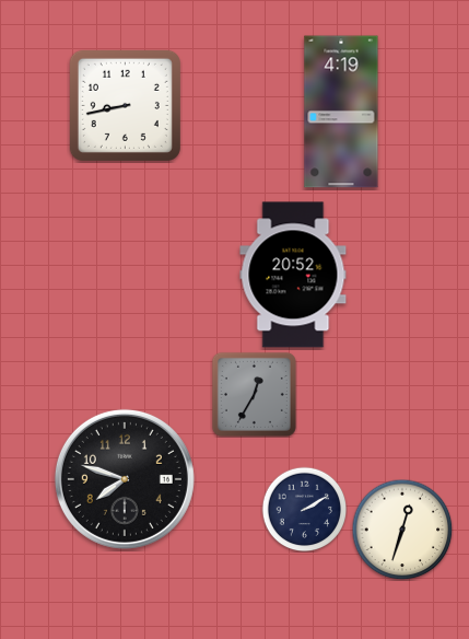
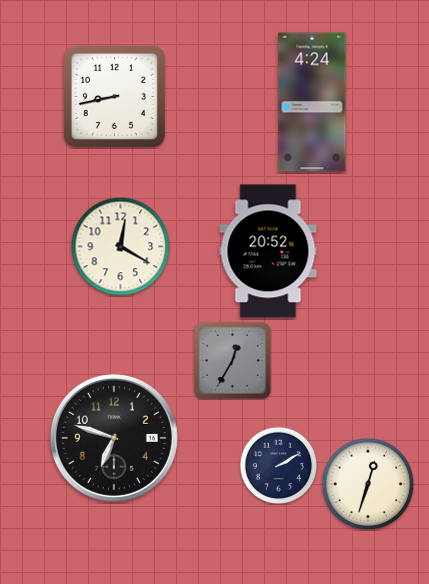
clock at (341, 112): 4:19 -> 4:24
clock at (121, 247): none -> 12:20
clock at (125, 479): 7:48 -> 6:48
